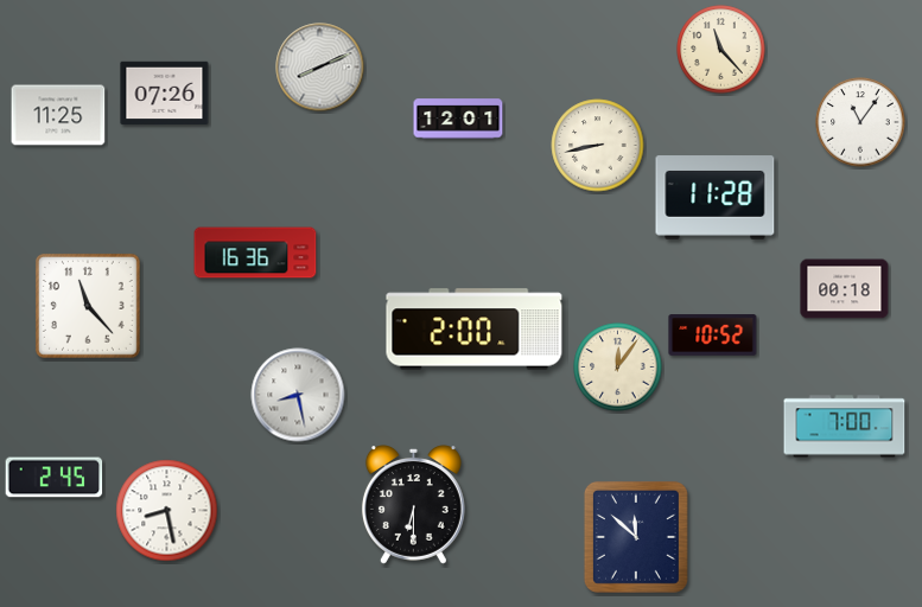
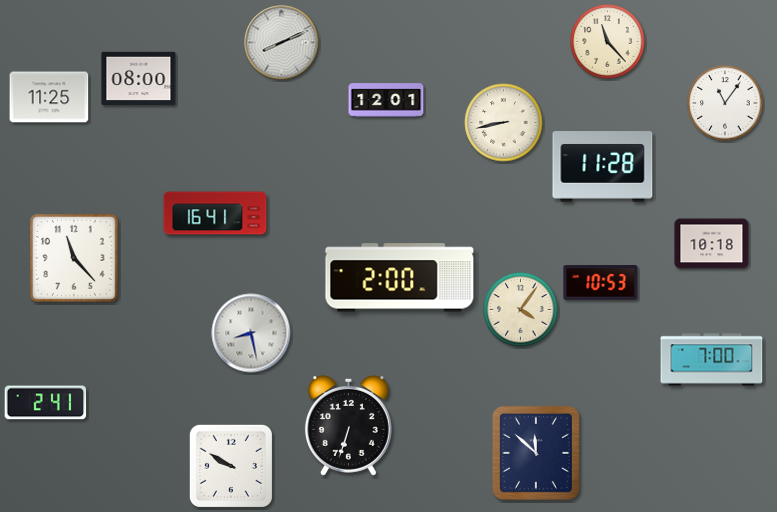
clock at (320, 68) position: (320, 68) -> (282, 43)
clock at (165, 92): 07:26 -> 08:00
clock at (255, 253): 16:36 -> 16:41
clock at (845, 289): 00:18 -> 10:18
clock at (713, 336): 10:52 -> 10:53
clock at (618, 368): 12:06 -> 4:06
clock at (55, 478): 2:45 -> 2:41
clock at (413, 505): 6:30 -> 6:33
clock at (167, 511): 8:28 -> none
clock at (231, 466): none -> 9:50
